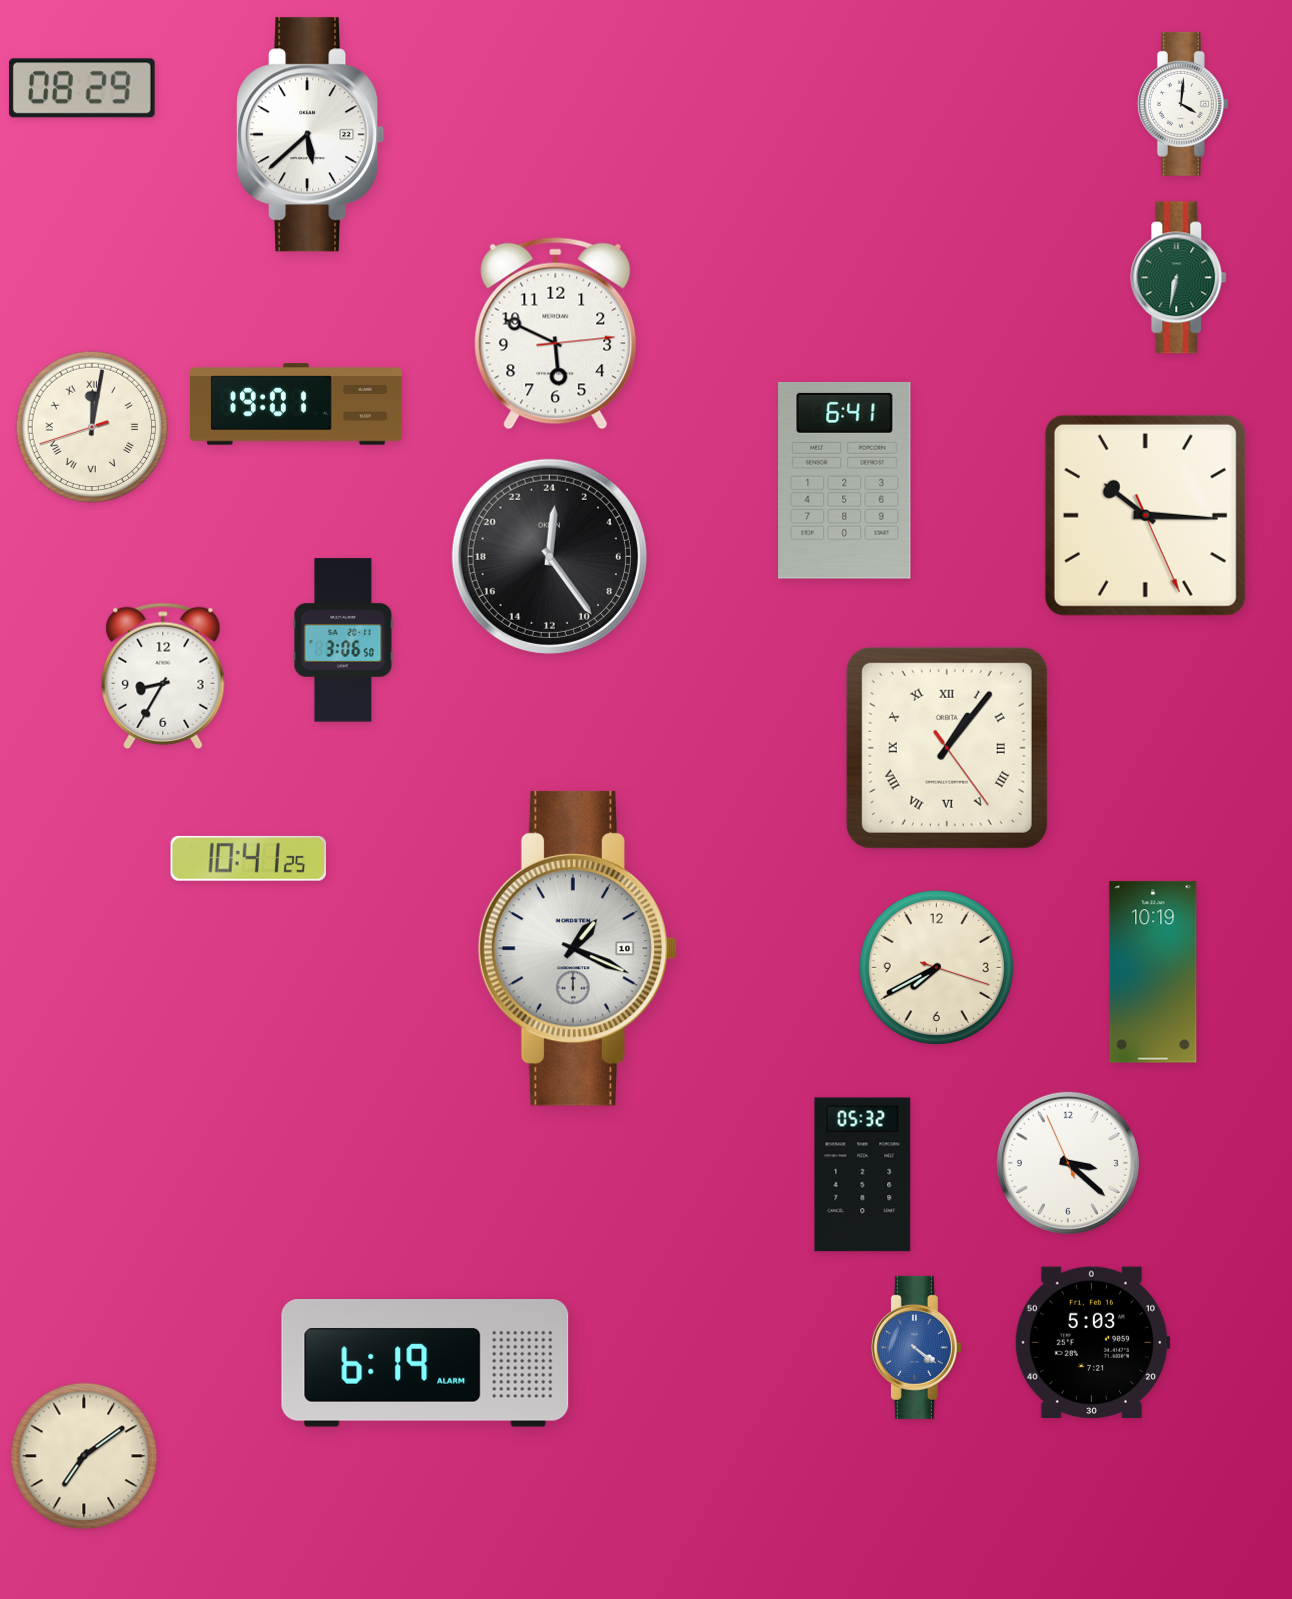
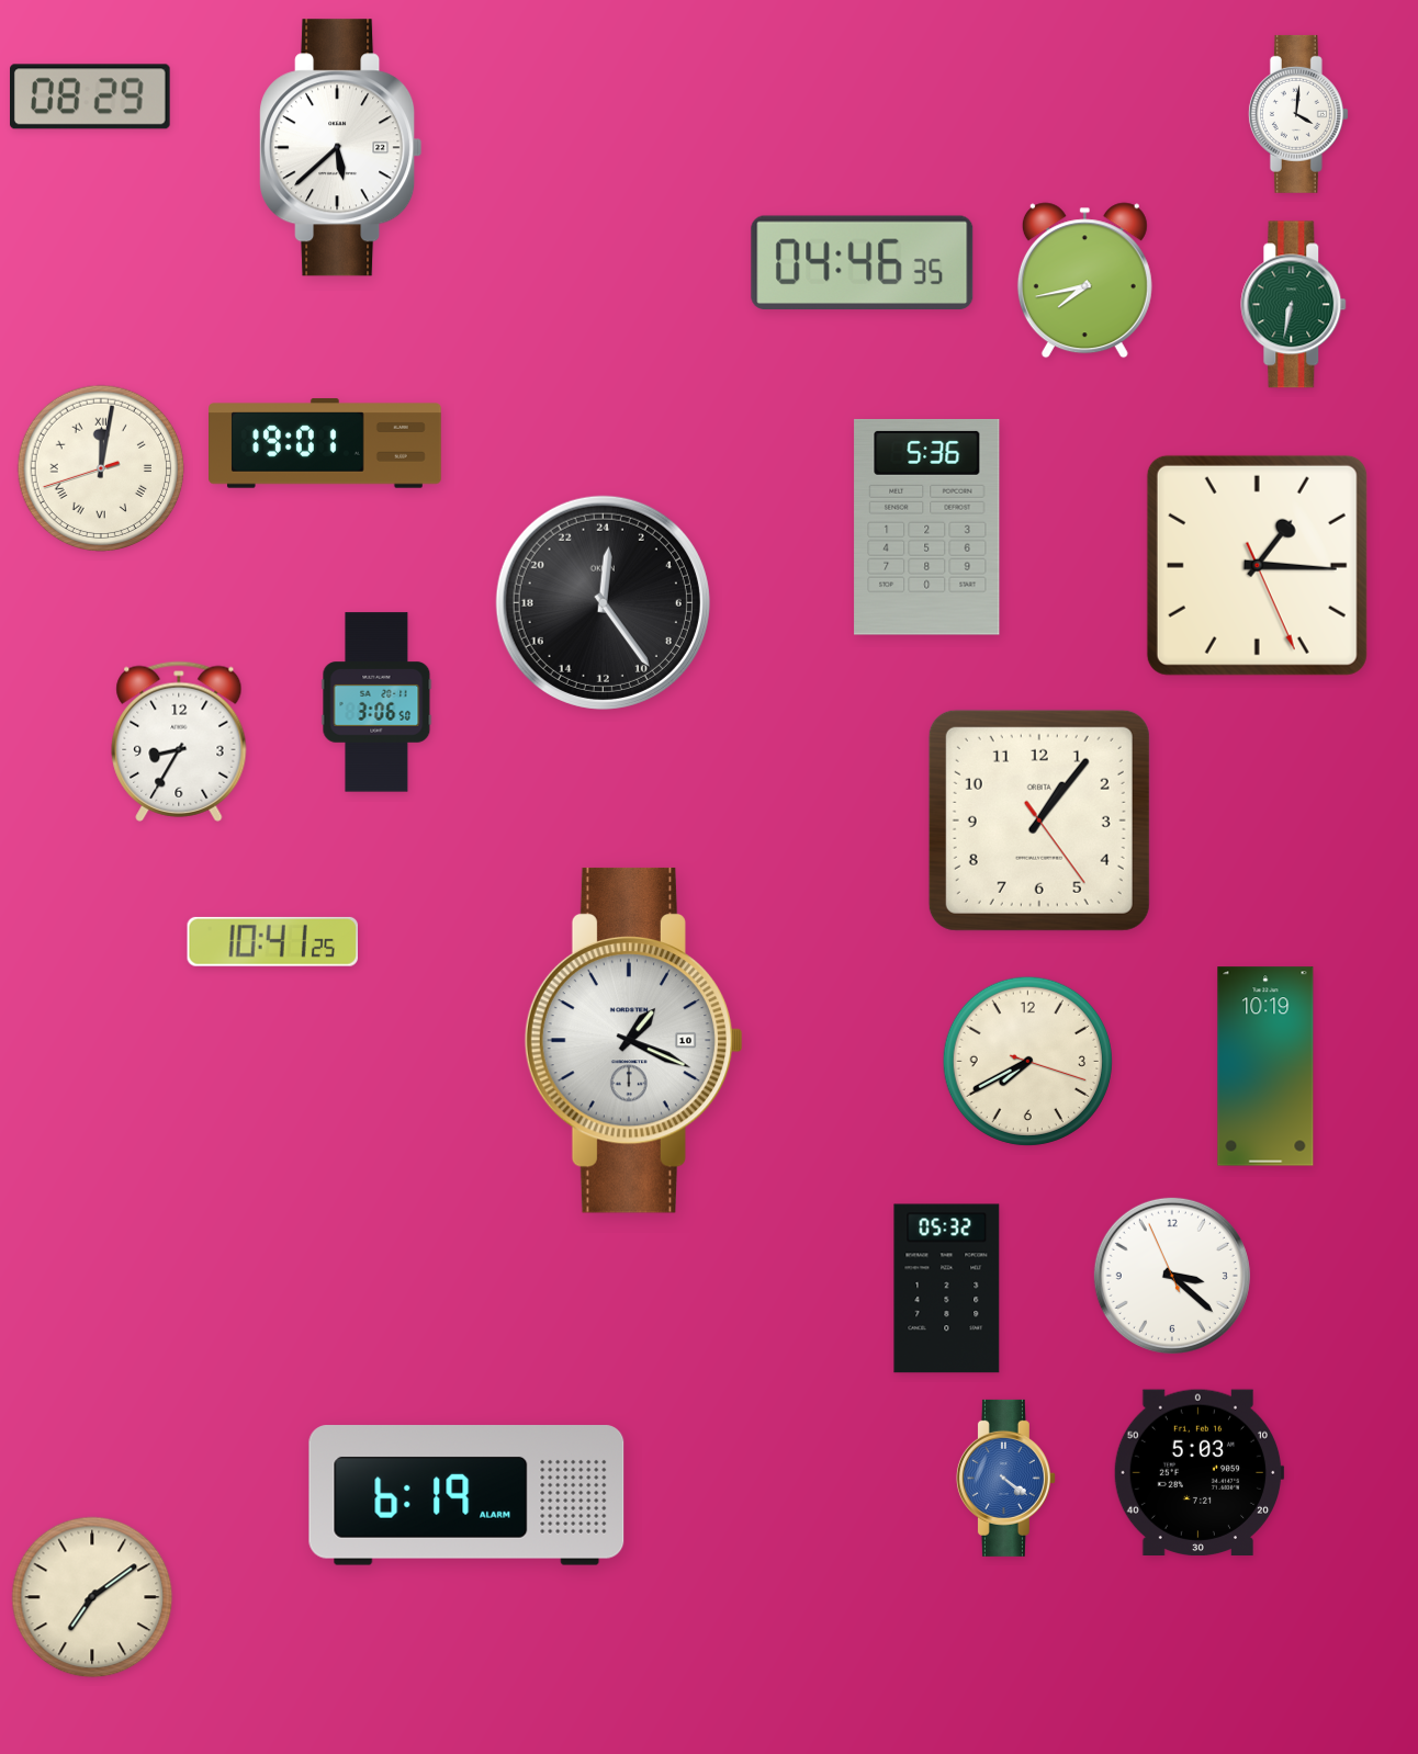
clock at (863, 263): none -> 04:46
clock at (1084, 281): none -> 7:43
clock at (556, 333): 5:49 -> none
clock at (845, 480): 6:41 -> 5:36
clock at (1145, 515): 10:15 -> 1:15
clock at (549, 556) position: (549, 556) -> (603, 602)
clock at (947, 748) numerals: Roman -> Arabic
